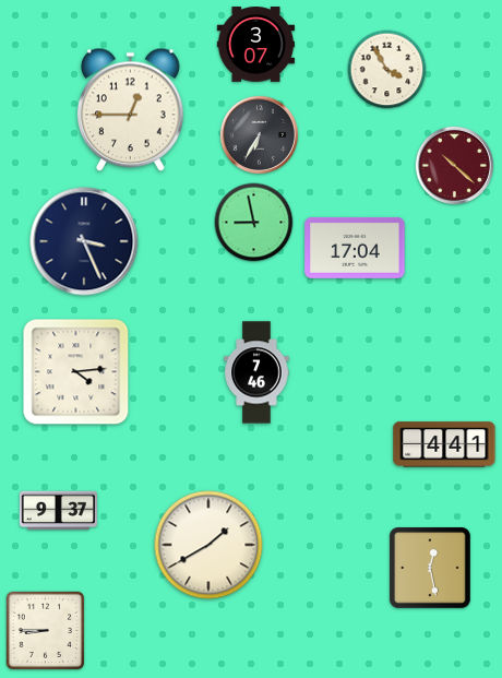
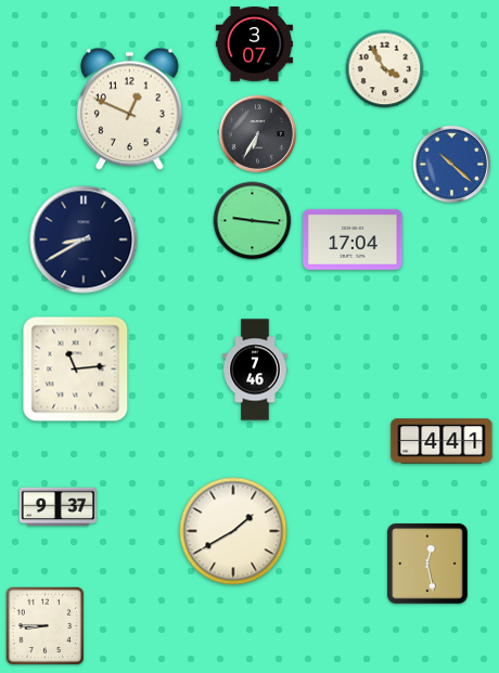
clock at (130, 110): 12:45 -> 12:49
clock at (454, 165) dial: burgundy -> blue
clock at (254, 223): 8:58 -> 9:16
clock at (84, 241): 3:26 -> 8:40
clock at (355, 248) position: (355, 248) -> (353, 240)
clock at (76, 372): 4:14 -> 11:14
clock at (208, 545) position: (208, 545) -> (233, 531)
